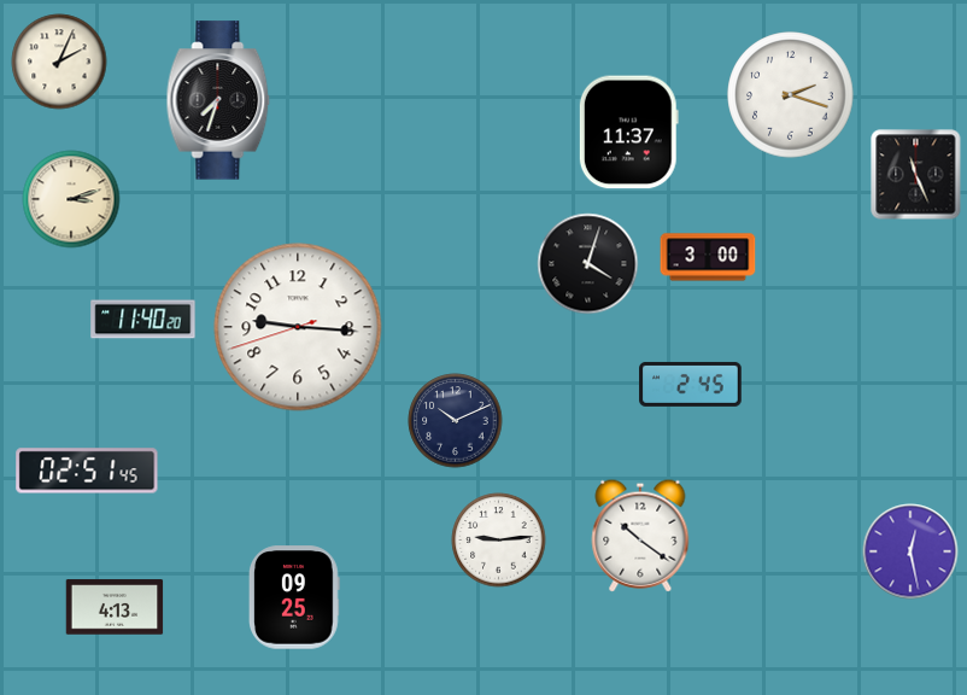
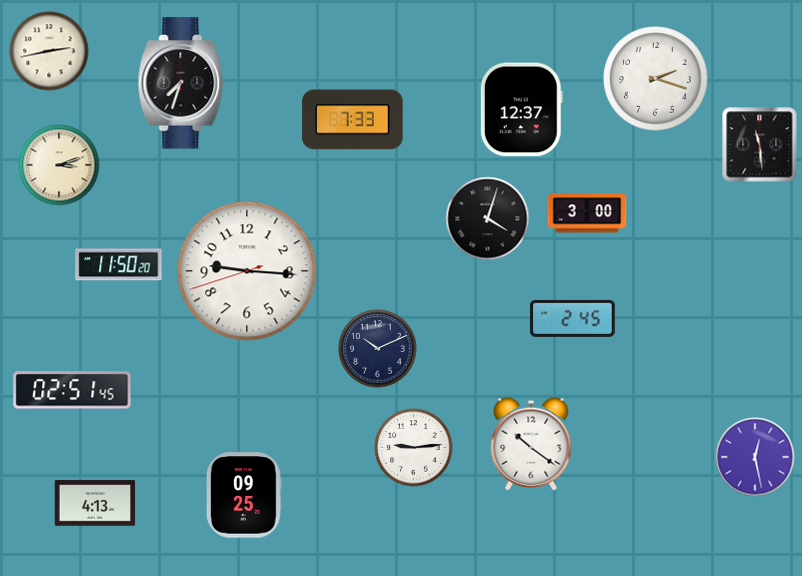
clock at (59, 62): 2:04 -> 2:43
clock at (628, 133): 11:37 -> 12:37
clock at (353, 120): none -> 7:33
clock at (916, 175): 11:26 -> 11:29
clock at (143, 320): 11:40 -> 11:50
